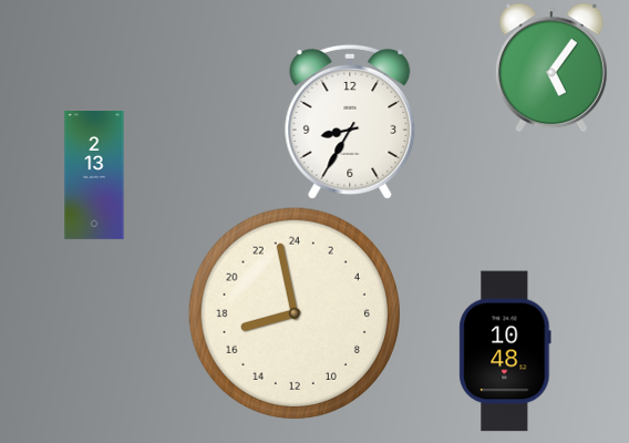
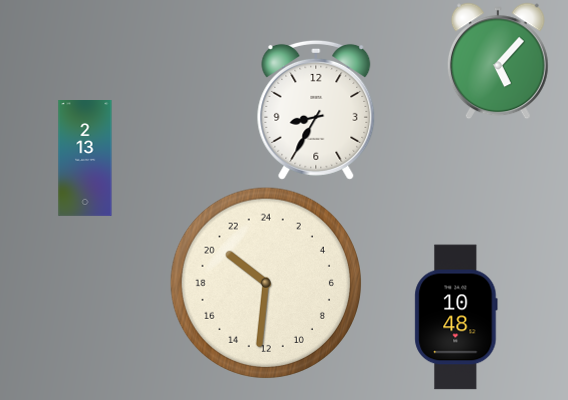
clock at (551, 68): 5:06 -> 5:07
clock at (295, 313): 16:58 -> 20:31
